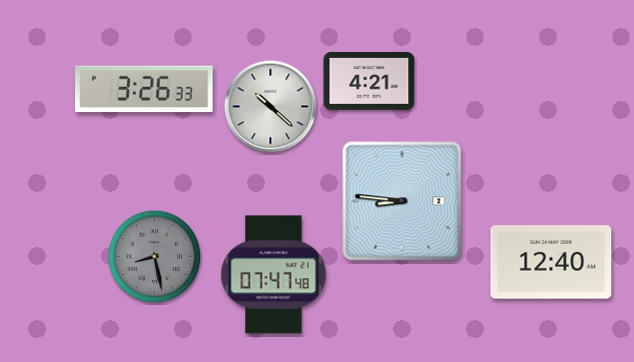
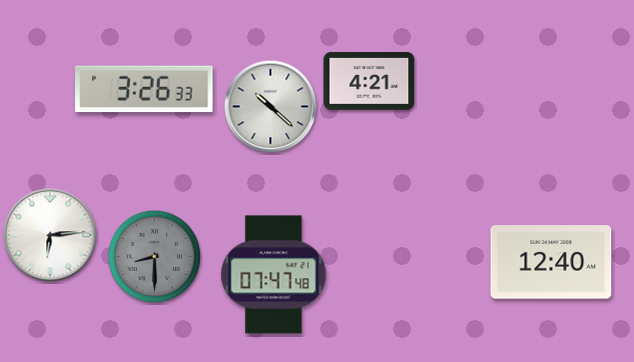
clock at (402, 201): 8:46 -> none
clock at (50, 235): none -> 6:14
clock at (155, 257): 8:28 -> 8:30
